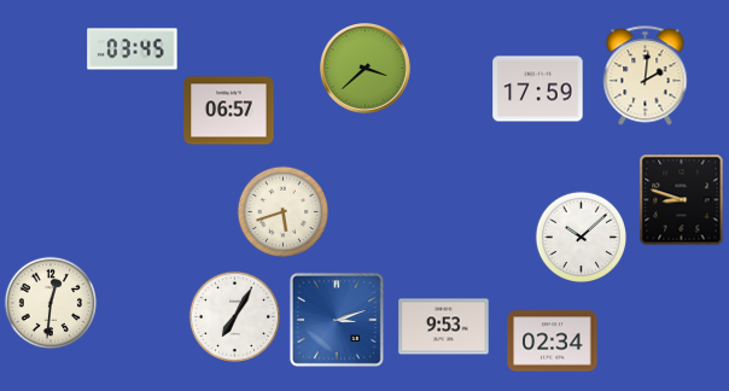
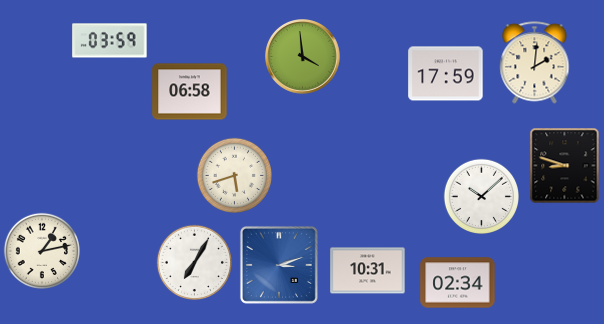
clock at (133, 49): 03:45 -> 03:59
clock at (366, 69): 3:38 -> 3:59
clock at (229, 111): 06:57 -> 06:58
clock at (49, 302): 12:31 -> 1:13
clock at (444, 327): 9:53 -> 10:31
